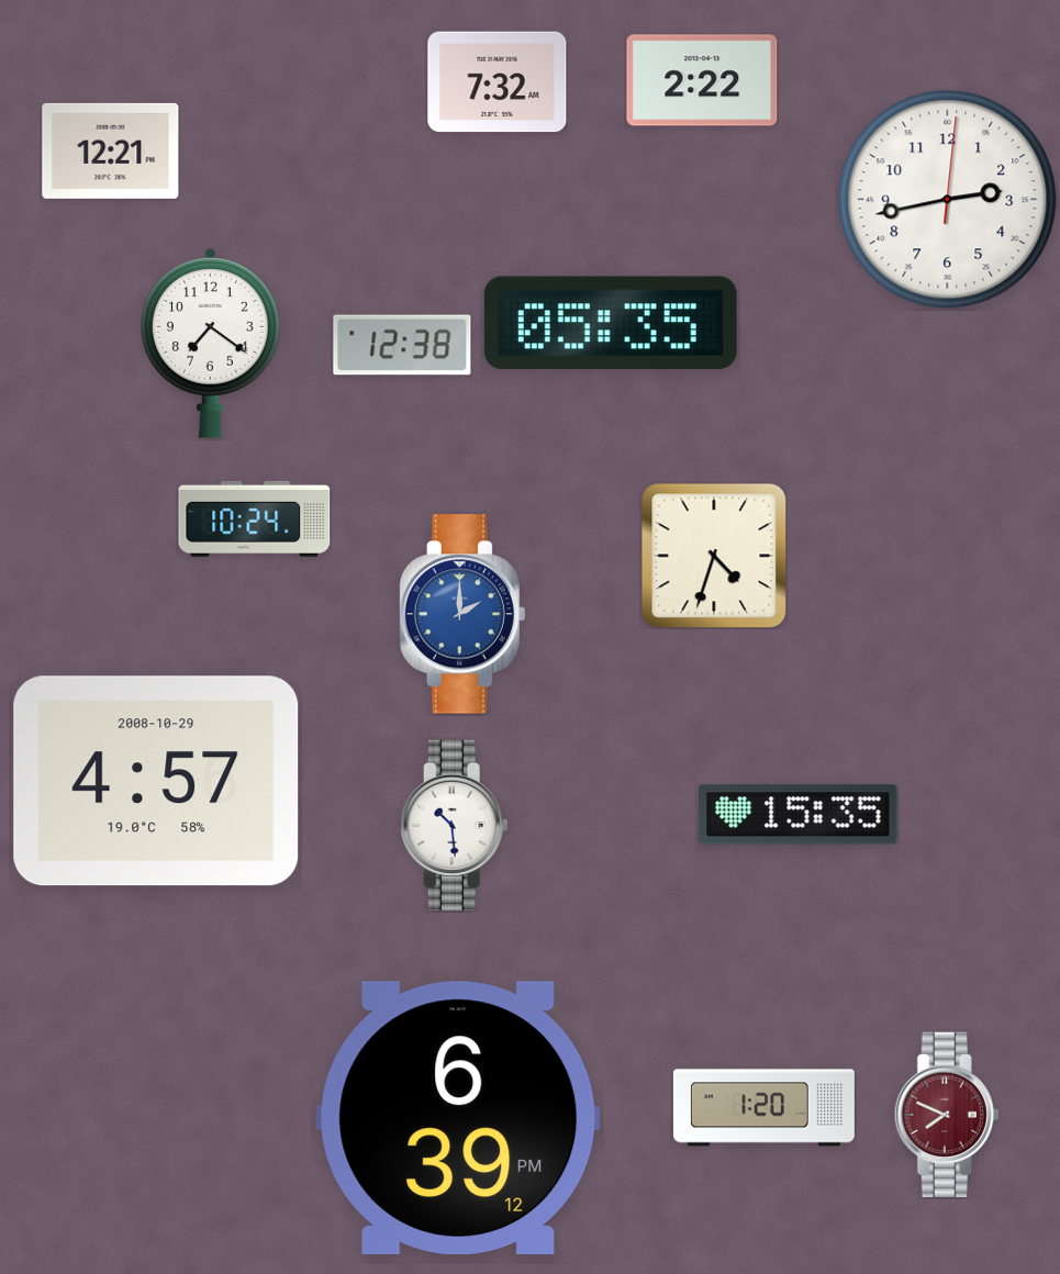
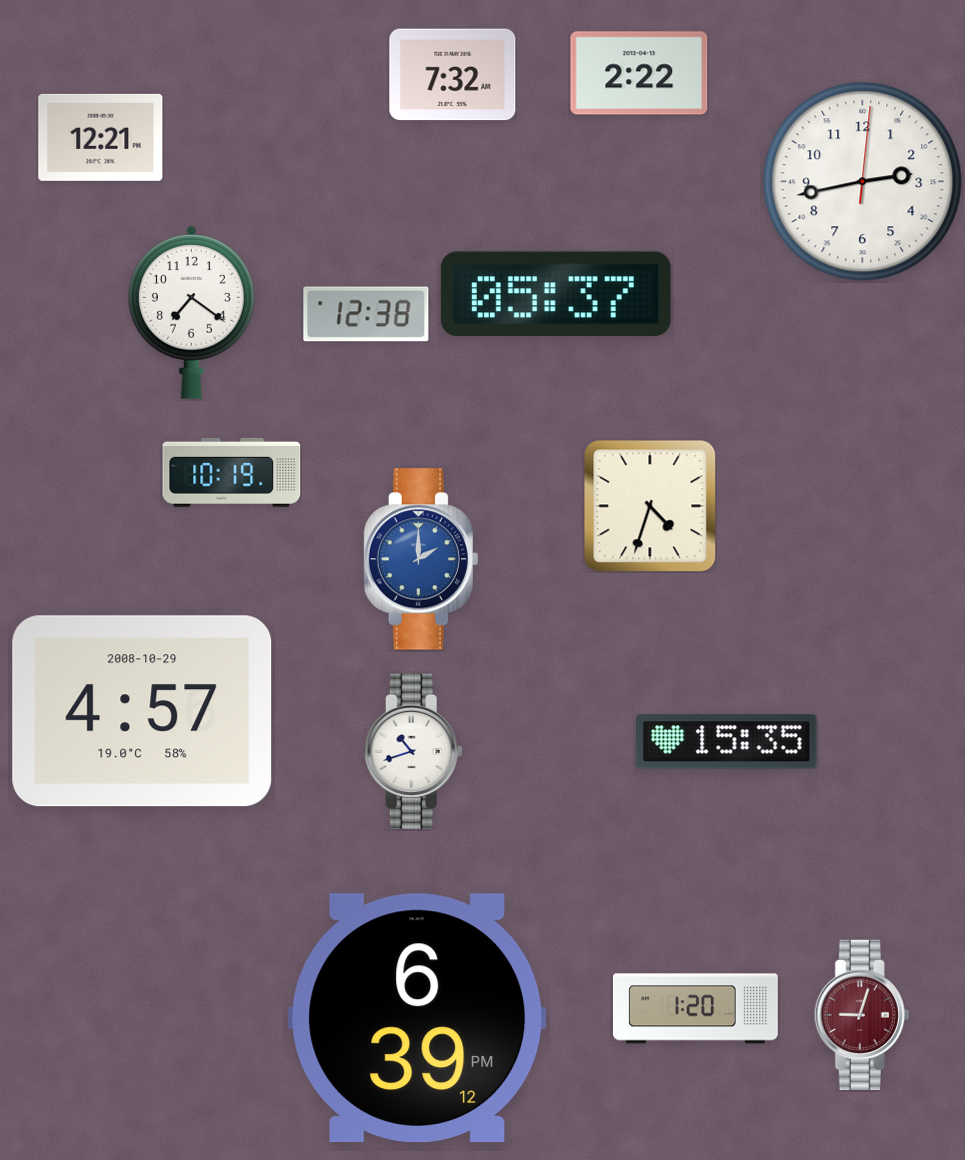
clock at (611, 322): 05:35 -> 05:37
clock at (255, 518): 10:24 -> 10:19
clock at (454, 825): 10:29 -> 10:42
clock at (947, 1114): 7:49 -> 9:03
